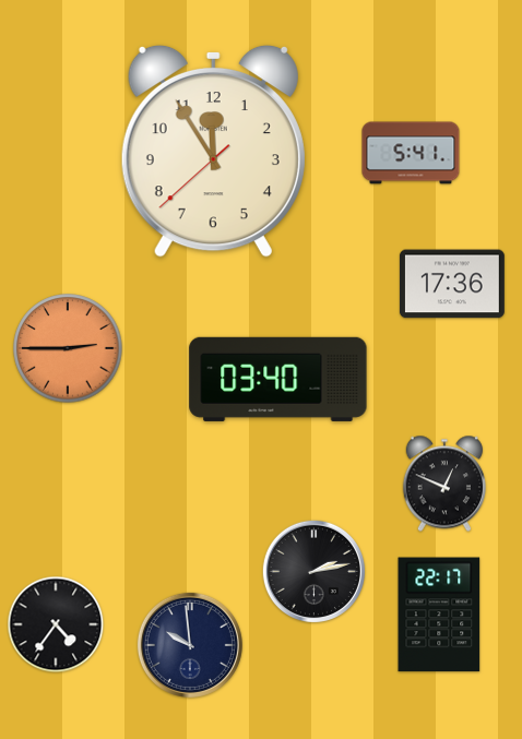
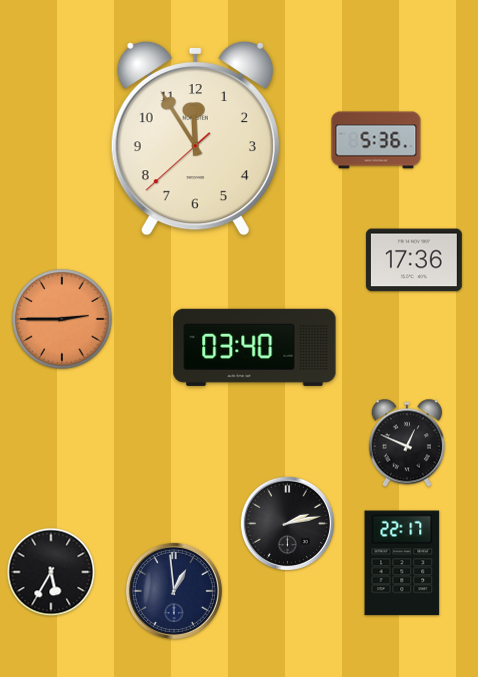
clock at (411, 153): 5:41 -> 5:36
clock at (56, 624): 4:36 -> 5:35
clock at (190, 645): 9:59 -> 12:59
